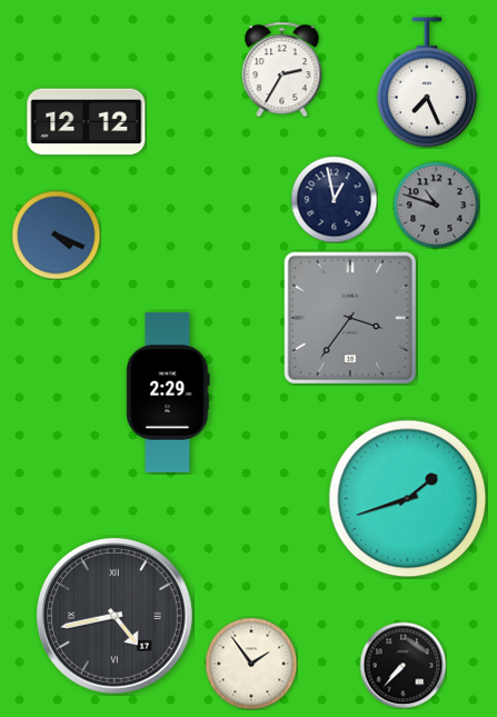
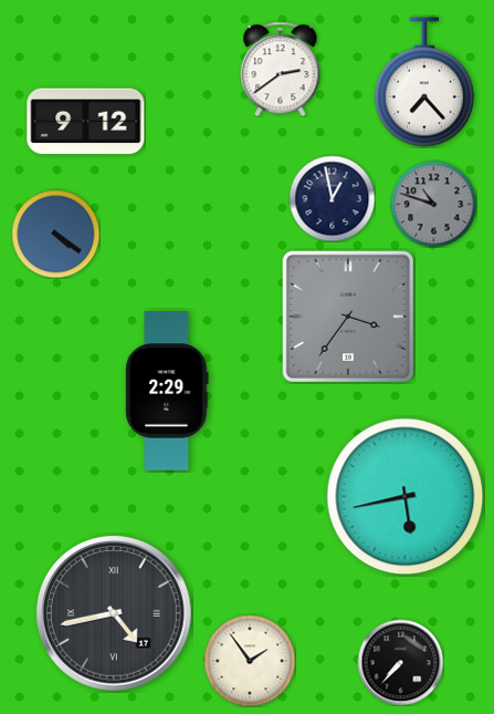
clock at (282, 69): 2:35 -> 2:39
clock at (427, 82): 7:26 -> 7:23
clock at (87, 122): 12:12 -> 9:12
clock at (56, 235): 4:19 -> 4:21
clock at (408, 499): 1:42 -> 5:43
